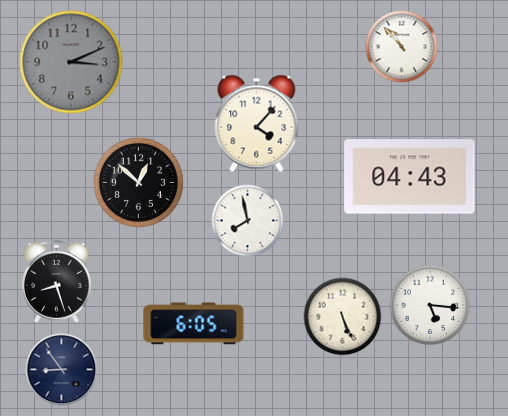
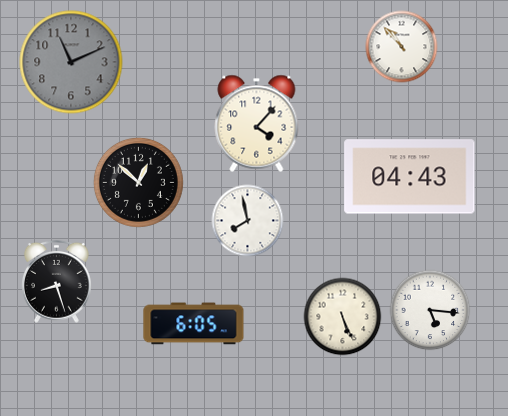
clock at (71, 62): 3:11 -> 11:11
clock at (430, 305) position: (430, 305) -> (430, 310)
clock at (62, 370): 8:54 -> none
